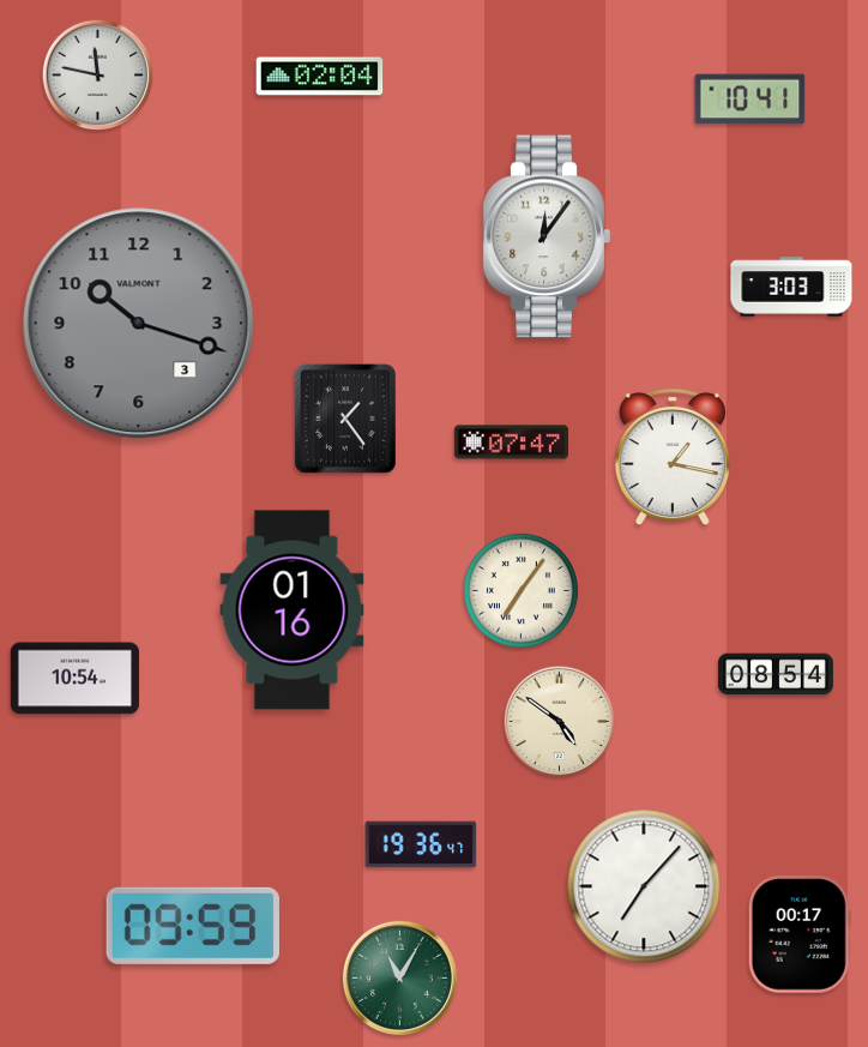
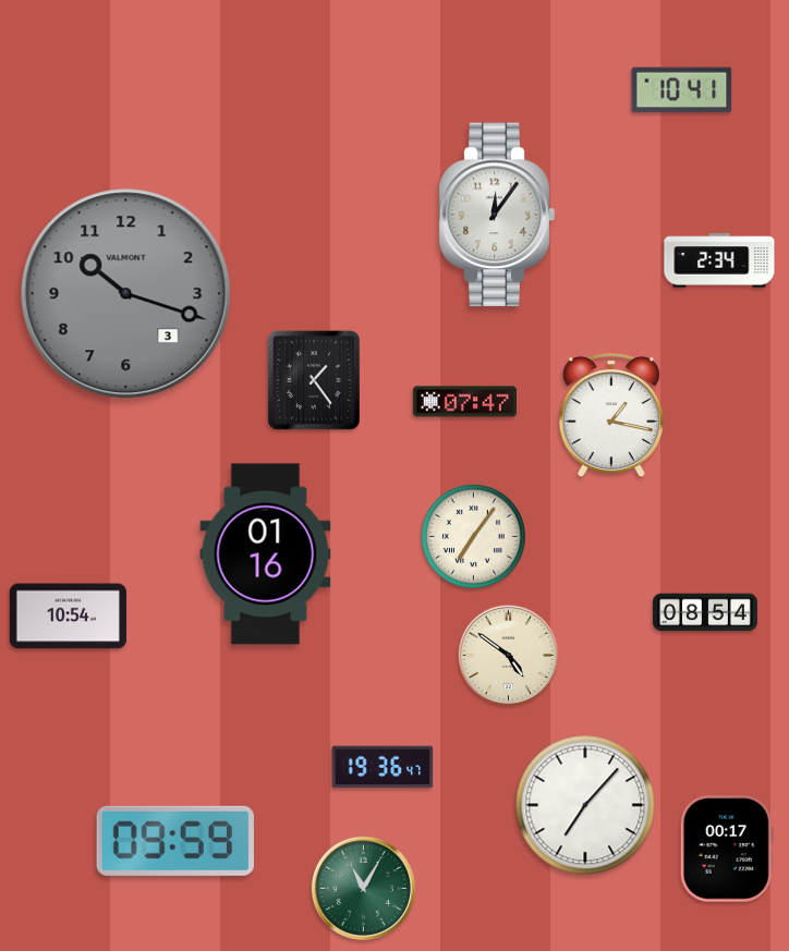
clock at (98, 76): 11:47 -> none
clock at (320, 77): 02:04 -> none
clock at (791, 287): 3:03 -> 2:34
